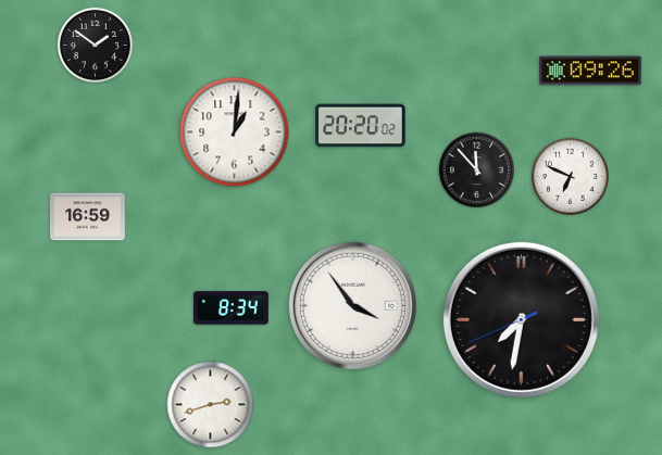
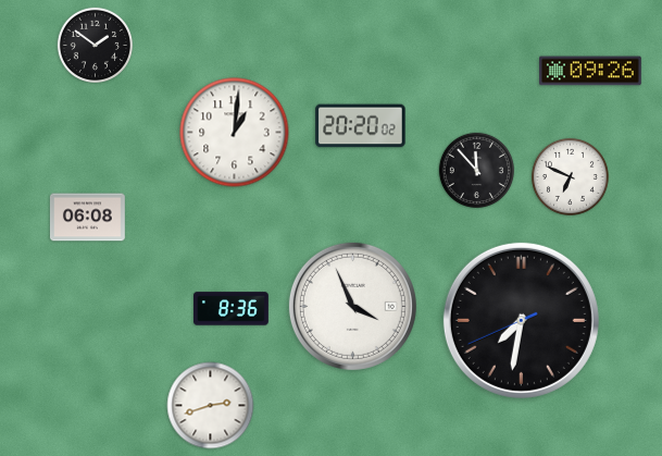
clock at (87, 217): 16:59 -> 06:08
clock at (352, 305): 3:54 -> 3:56
clock at (232, 308): 8:34 -> 8:36
